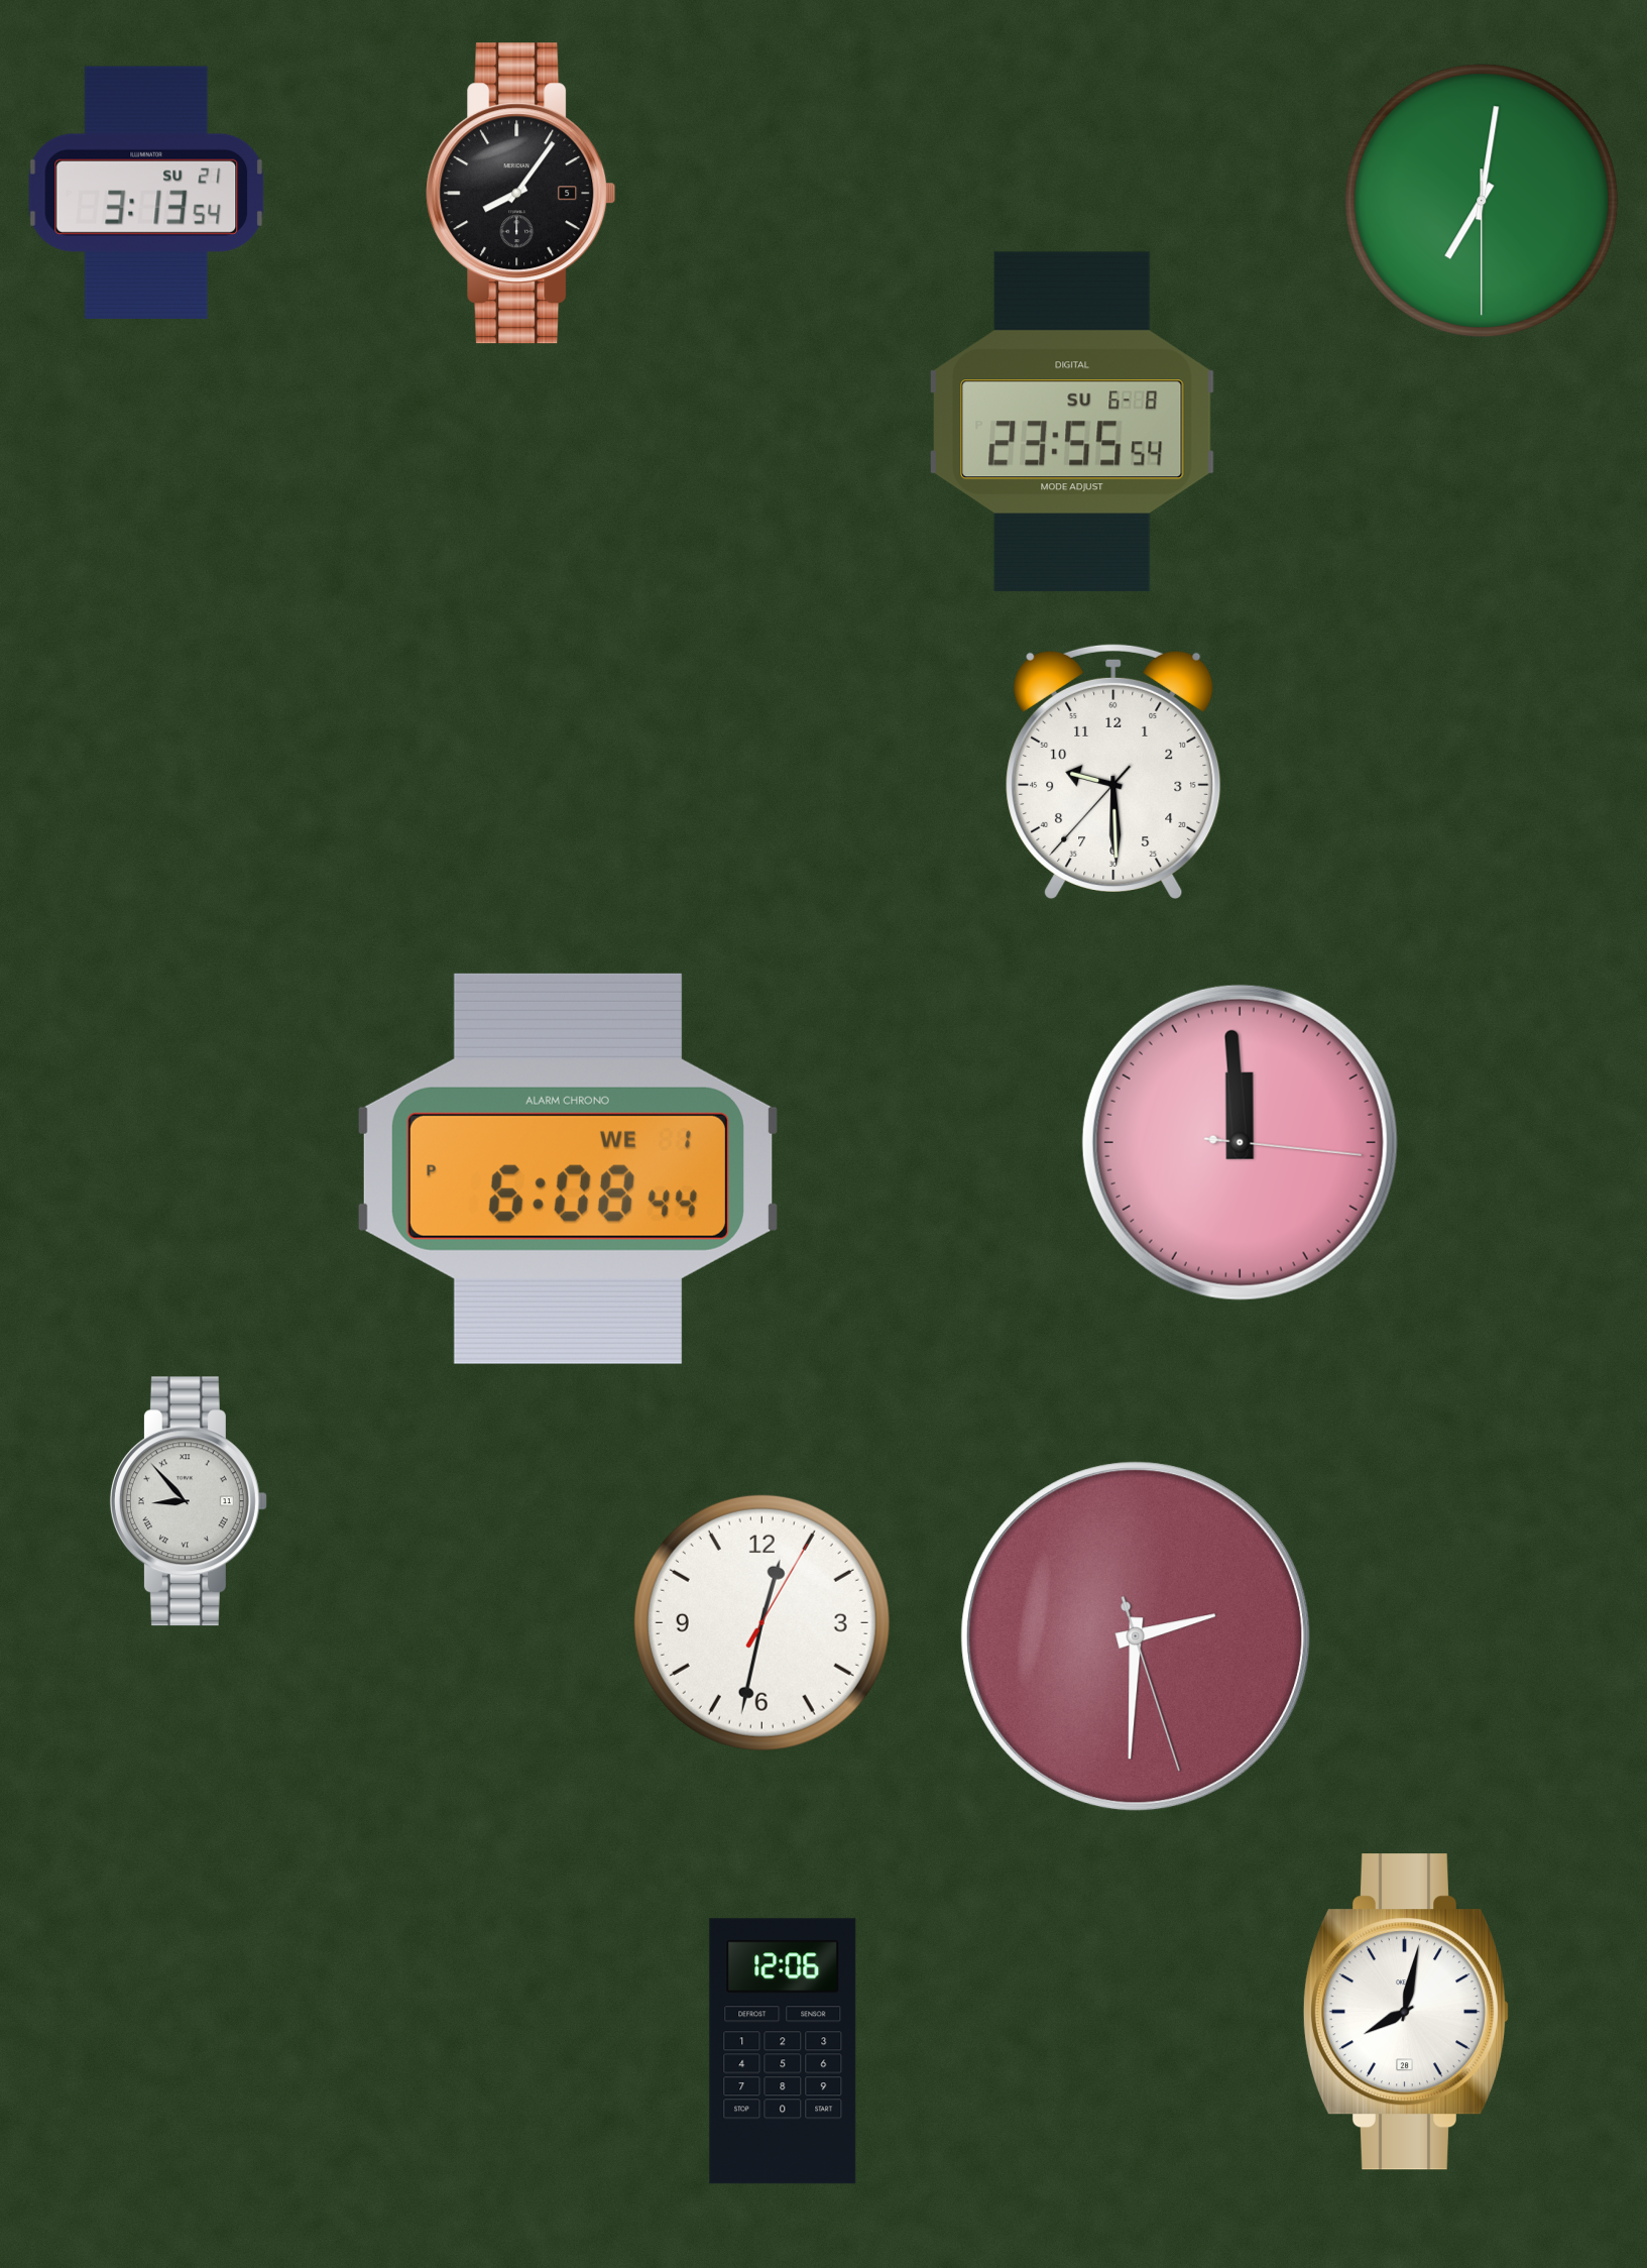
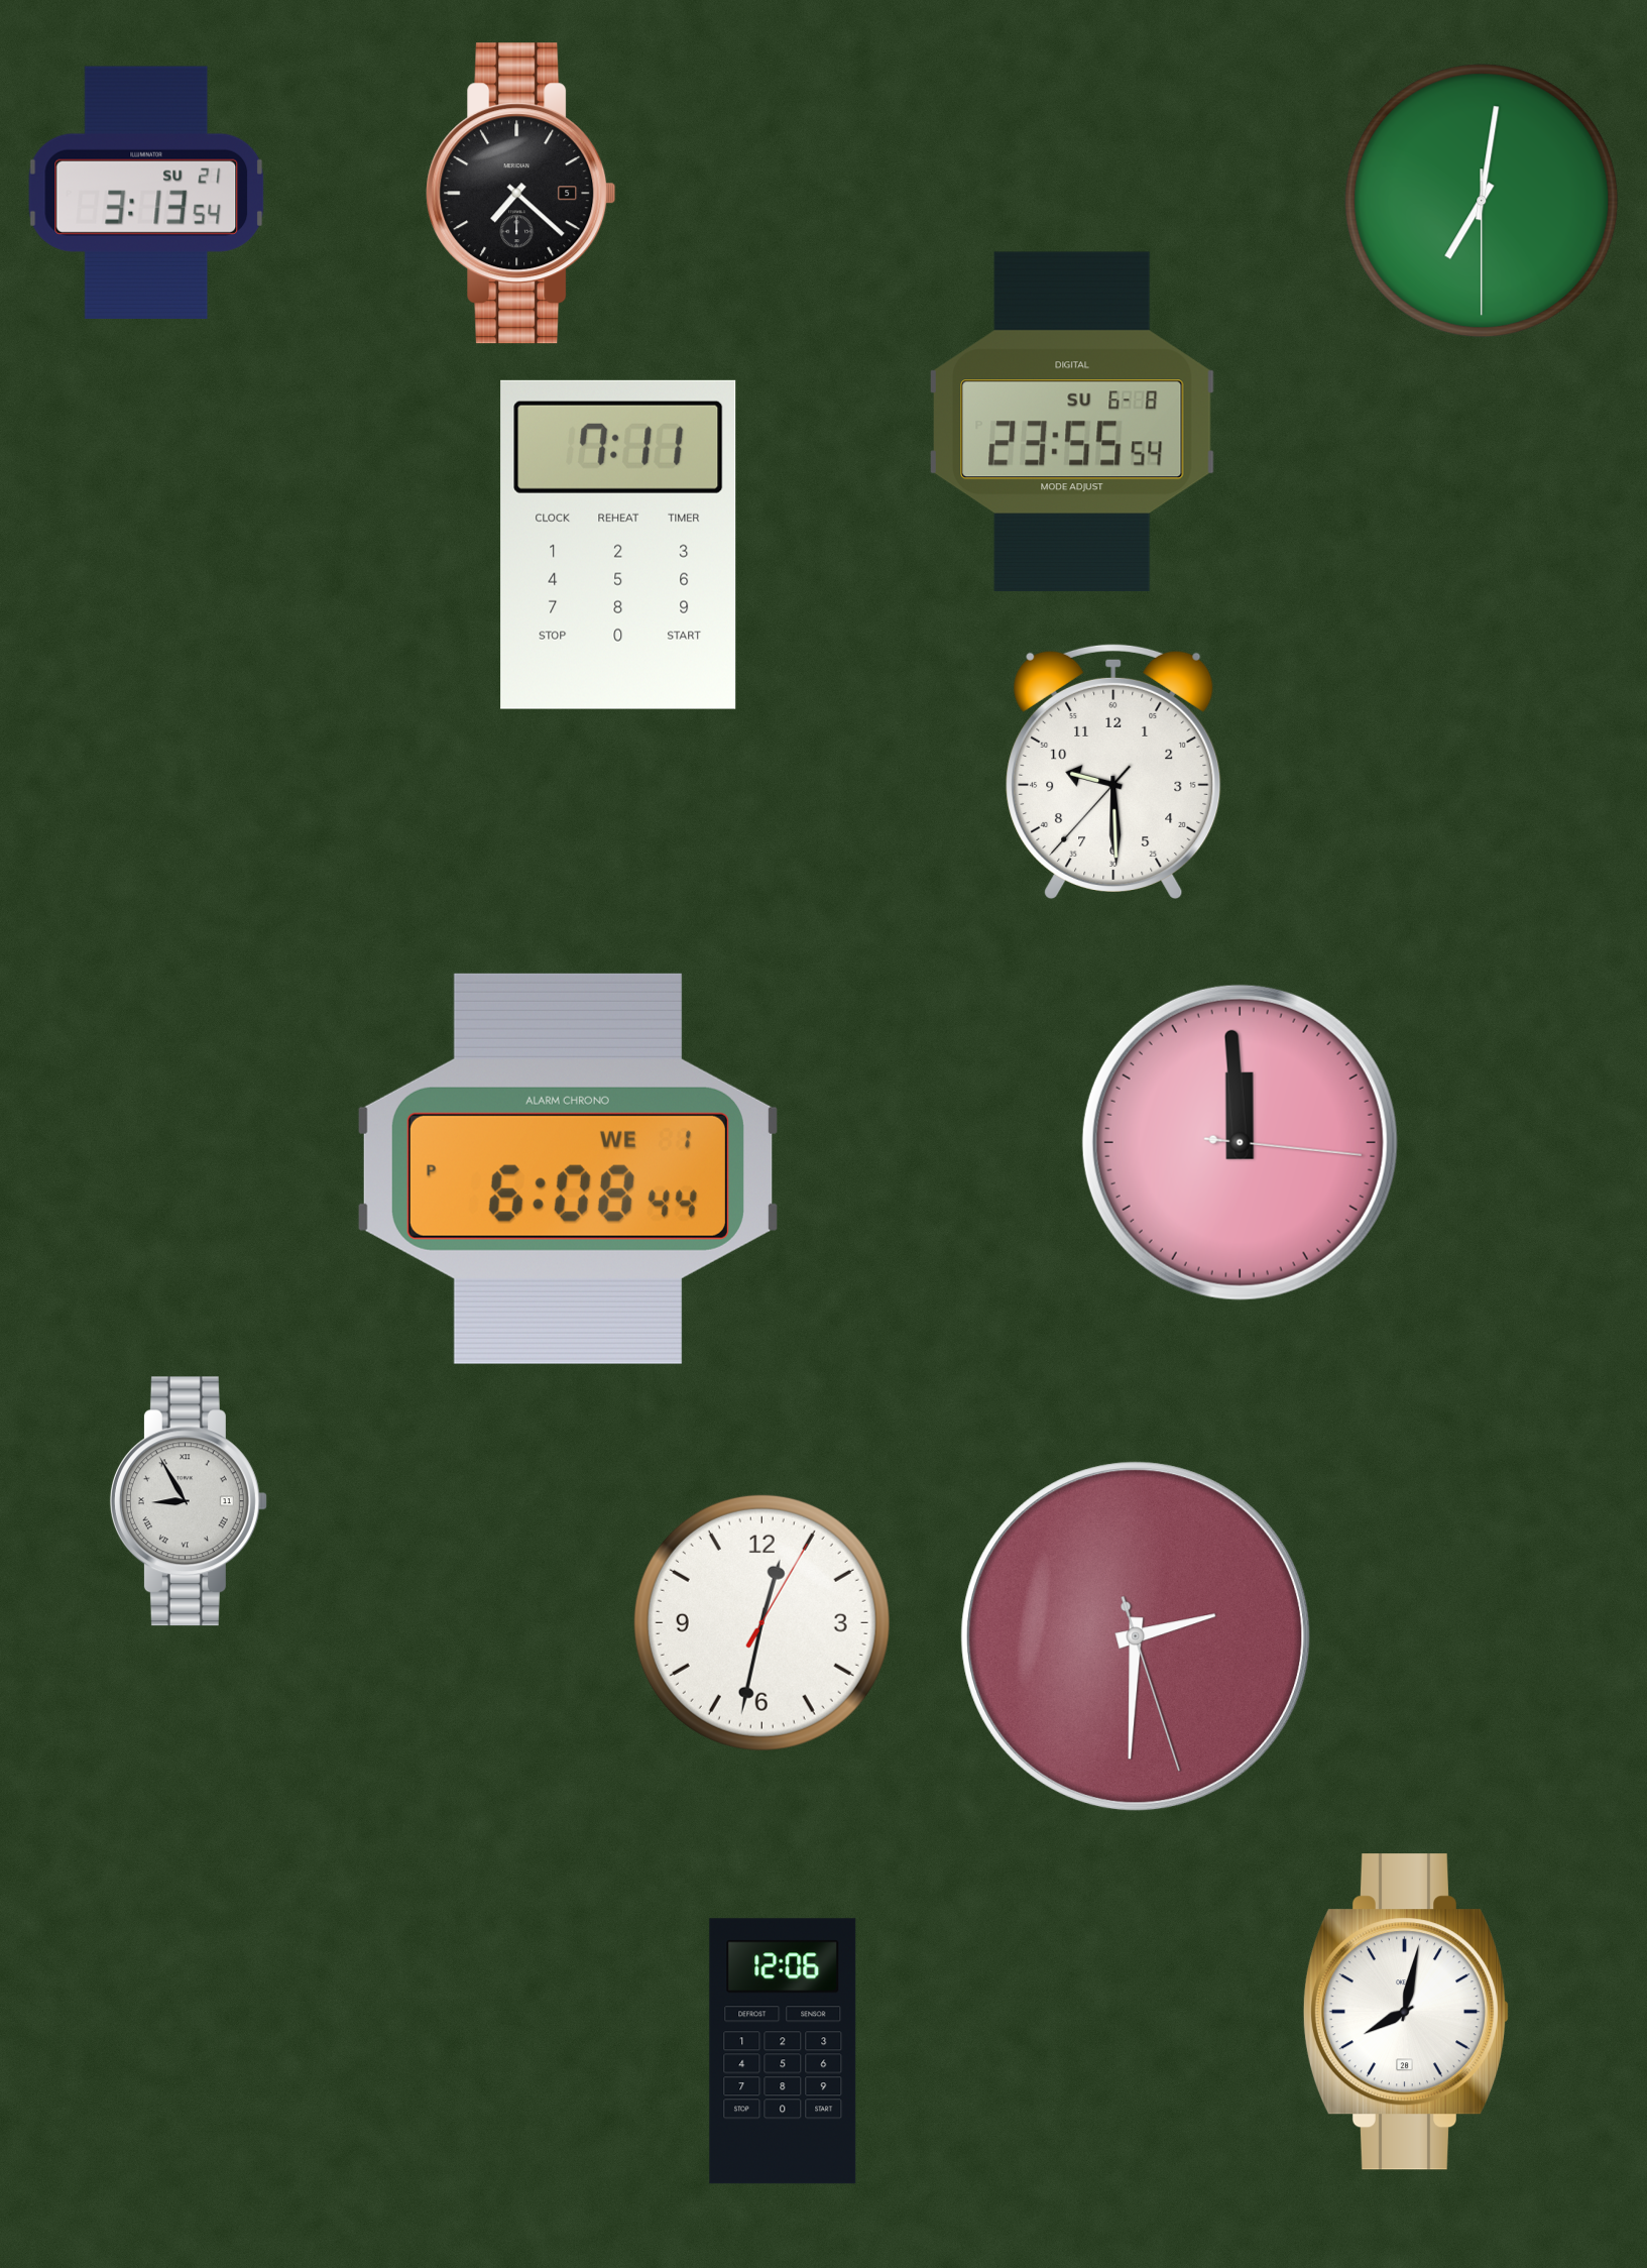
clock at (521, 194): 8:06 -> 7:22
clock at (618, 545): none -> 7:11
clock at (189, 1501): 8:53 -> 8:55
